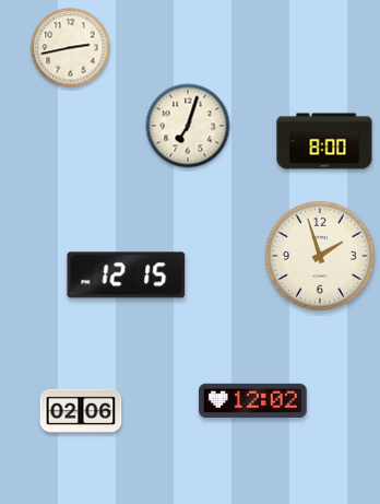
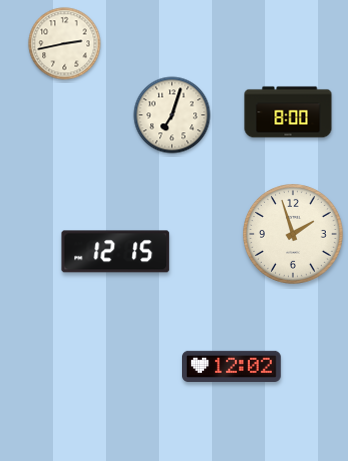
clock at (324, 141) position: (324, 141) -> (288, 112)
clock at (81, 411): 02:06 -> none
